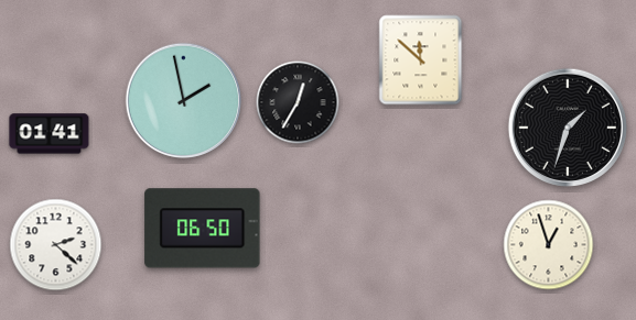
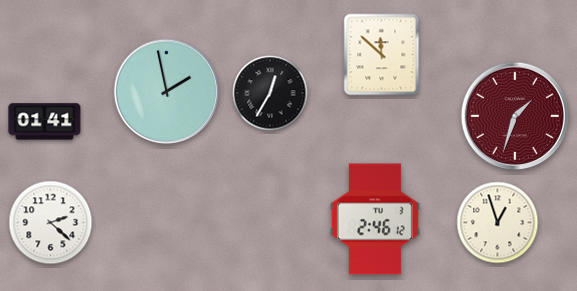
clock at (568, 128) dial: black -> burgundy
clock at (203, 229): 06:50 -> none
clock at (375, 219): none -> 2:46
